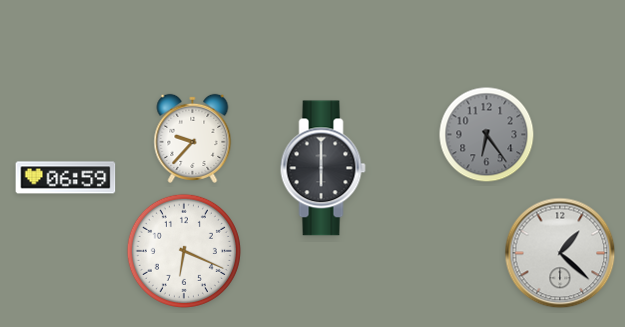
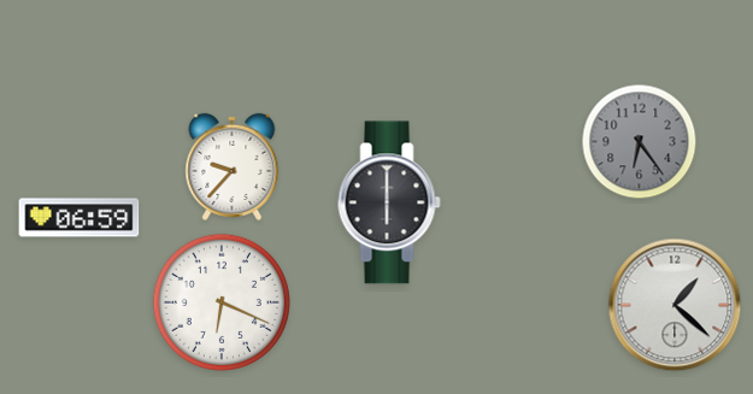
clock at (487, 135) position: (487, 135) -> (640, 142)
clock at (66, 178) position: (66, 178) -> (80, 218)
